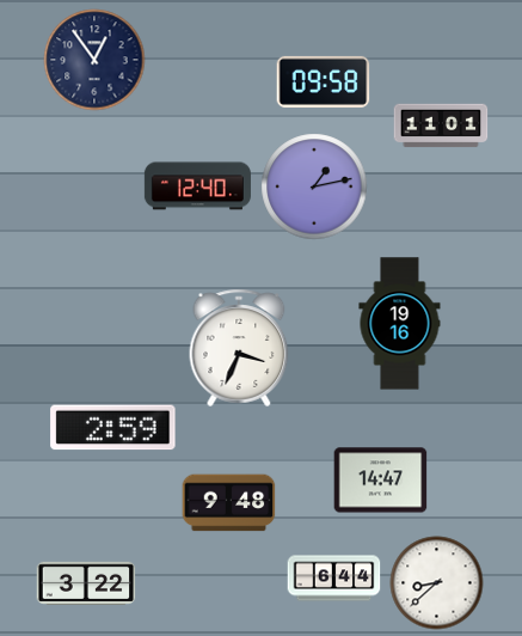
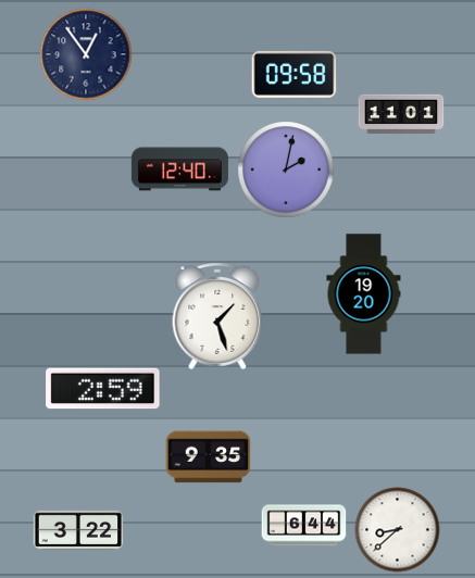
clock at (314, 186): 1:13 -> 2:02
clock at (400, 324): 19:16 -> 19:20
clock at (239, 348): 3:34 -> 1:27
clock at (380, 481): 14:47 -> none
clock at (228, 503): 9:48 -> 9:35
